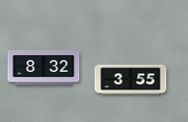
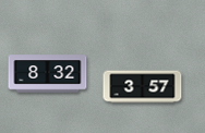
clock at (131, 80): 3:55 -> 3:57
